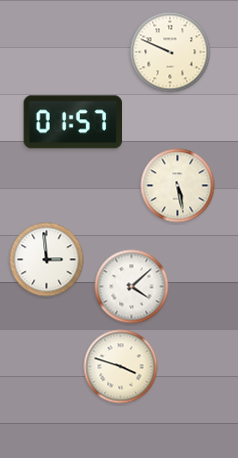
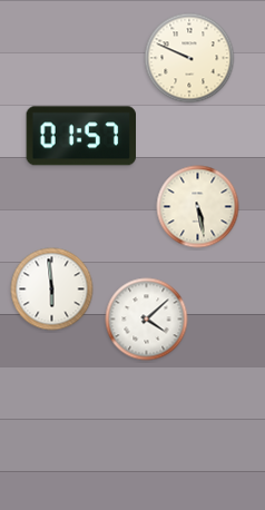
clock at (47, 260): 2:59 -> 5:59
clock at (121, 367): 3:48 -> none
